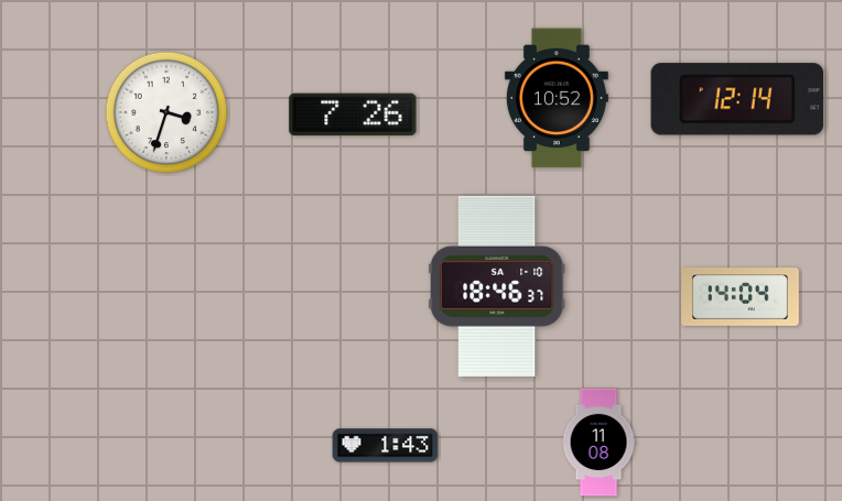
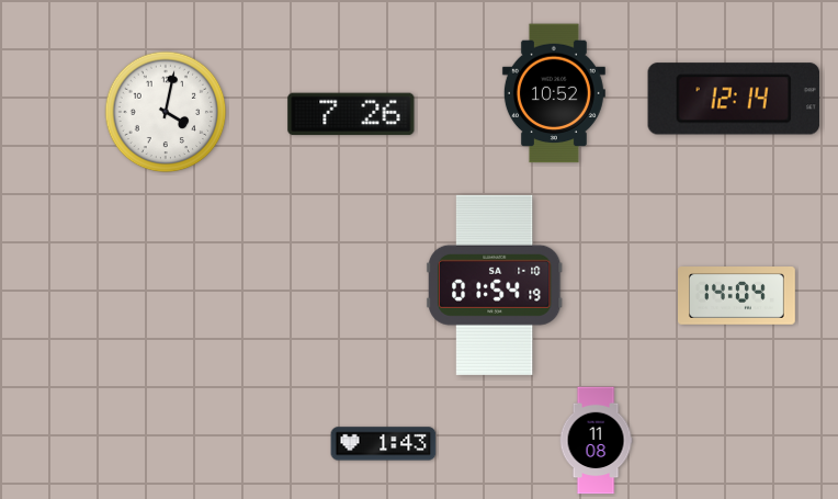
clock at (557, 98) position: (557, 98) -> (554, 93)
clock at (166, 112): 3:33 -> 4:02
clock at (497, 286): 18:46 -> 01:54
